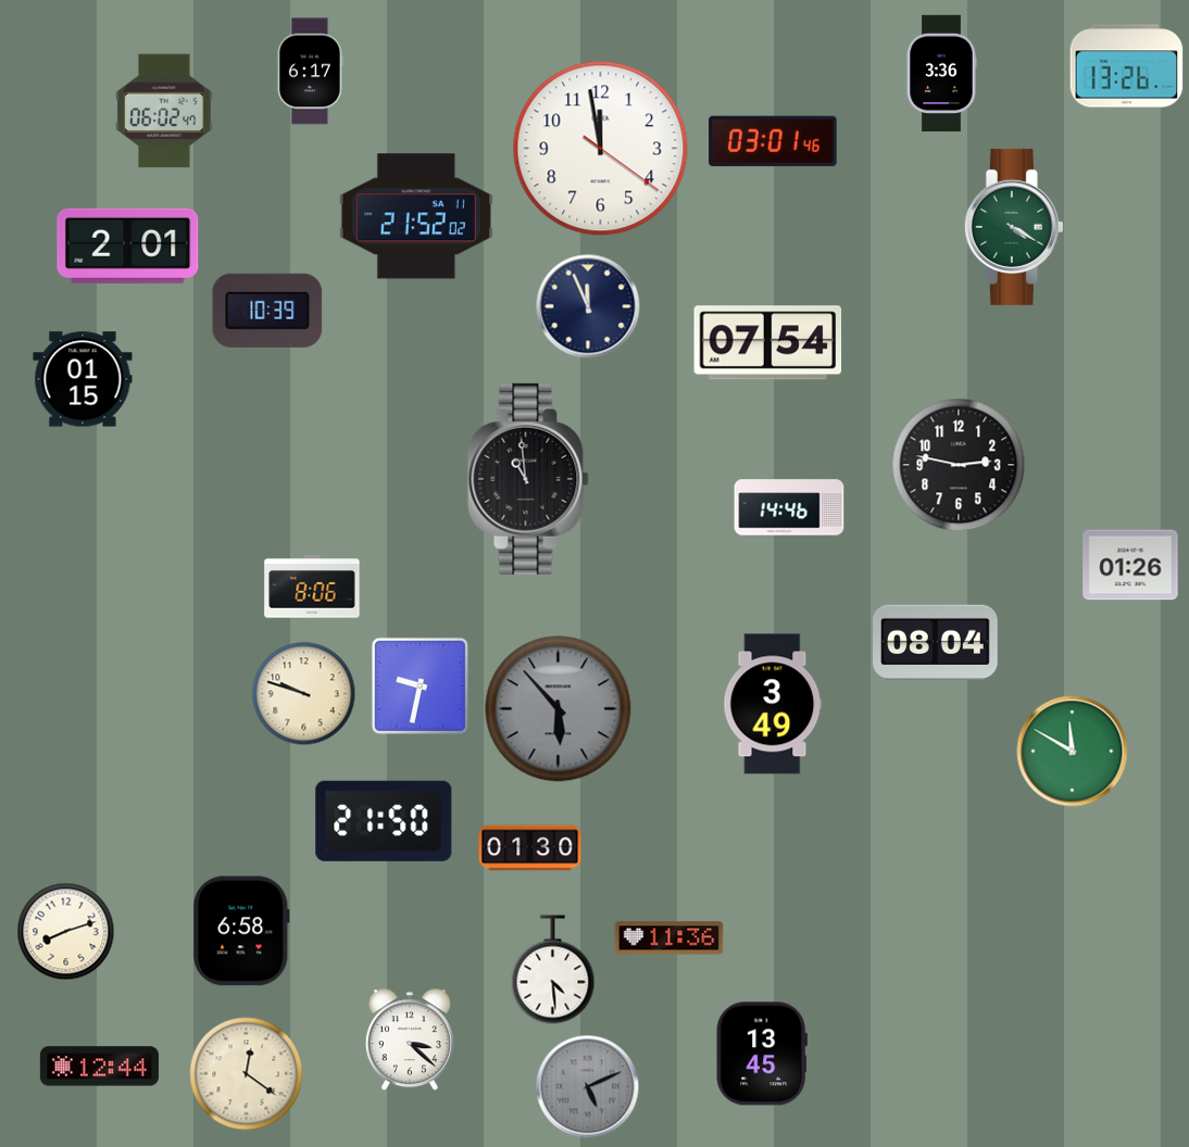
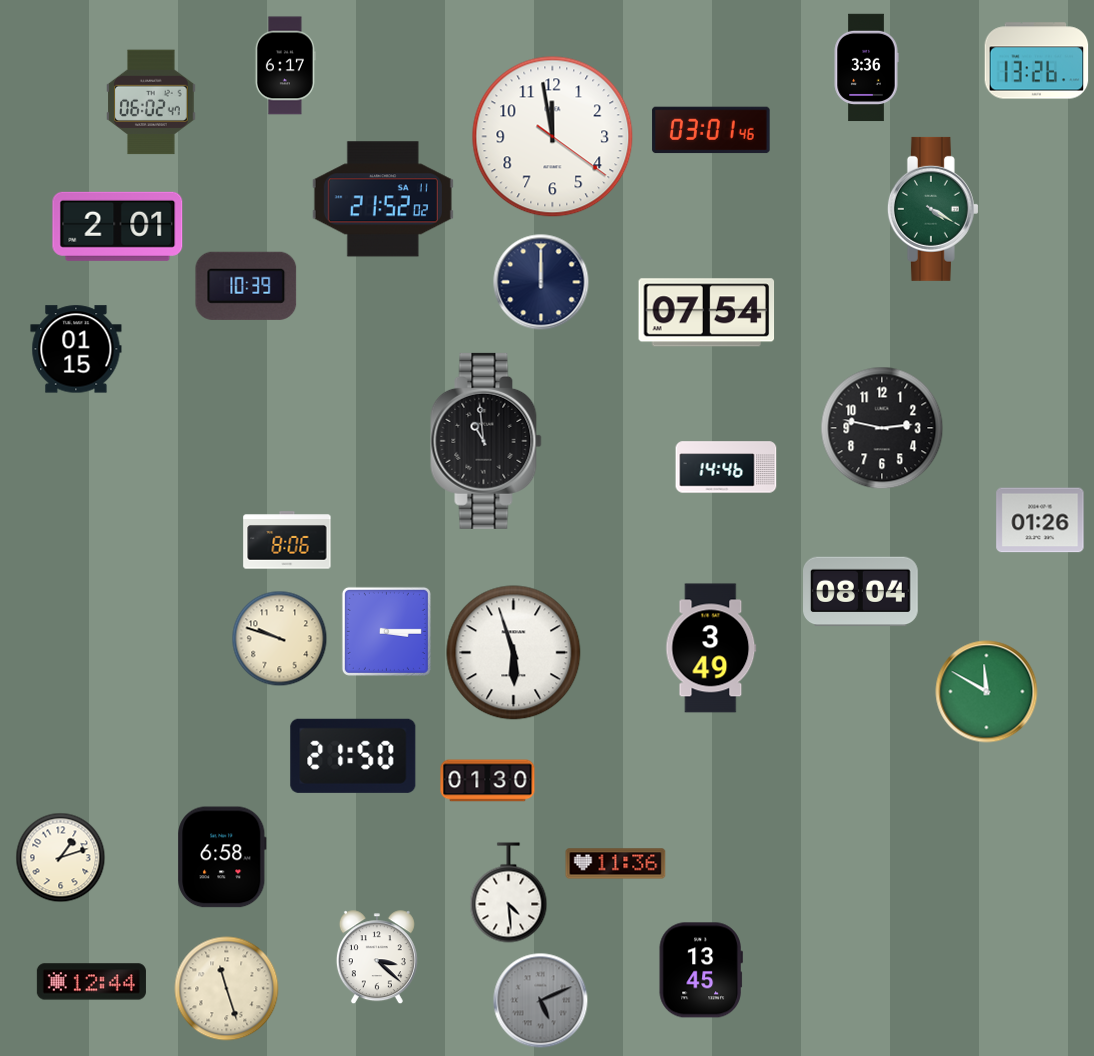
clock at (588, 306): 11:56 -> 12:00
clock at (768, 343) position: (768, 343) -> (707, 313)
clock at (420, 685): 9:32 -> 3:15
clock at (559, 709): 5:53 -> 5:57
clock at (559, 709) dial: grey -> white
clock at (66, 932): 8:12 -> 1:12
clock at (247, 1074): 12:21 -> 11:27
